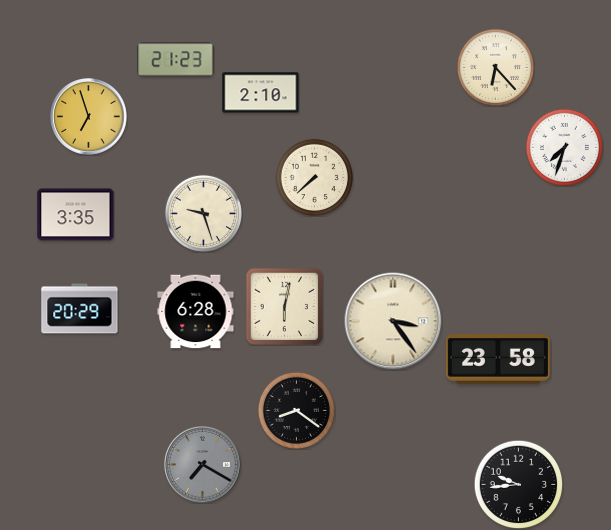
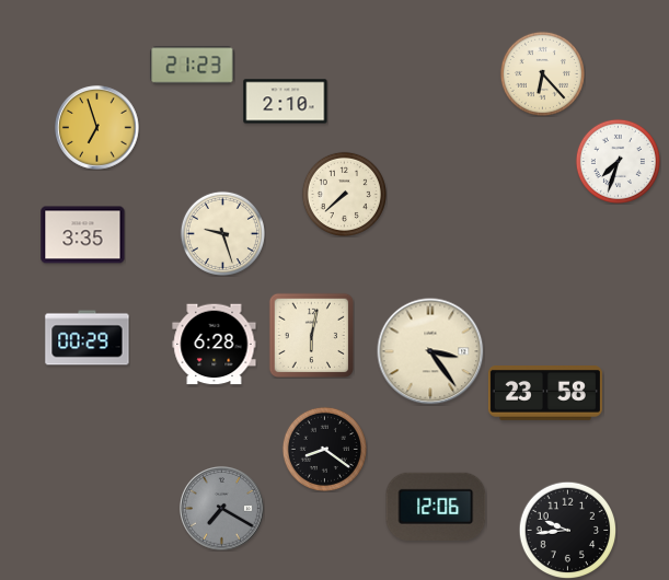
clock at (80, 309): 20:29 -> 00:29
clock at (196, 312) position: (196, 312) -> (215, 345)
clock at (436, 507): none -> 12:06
